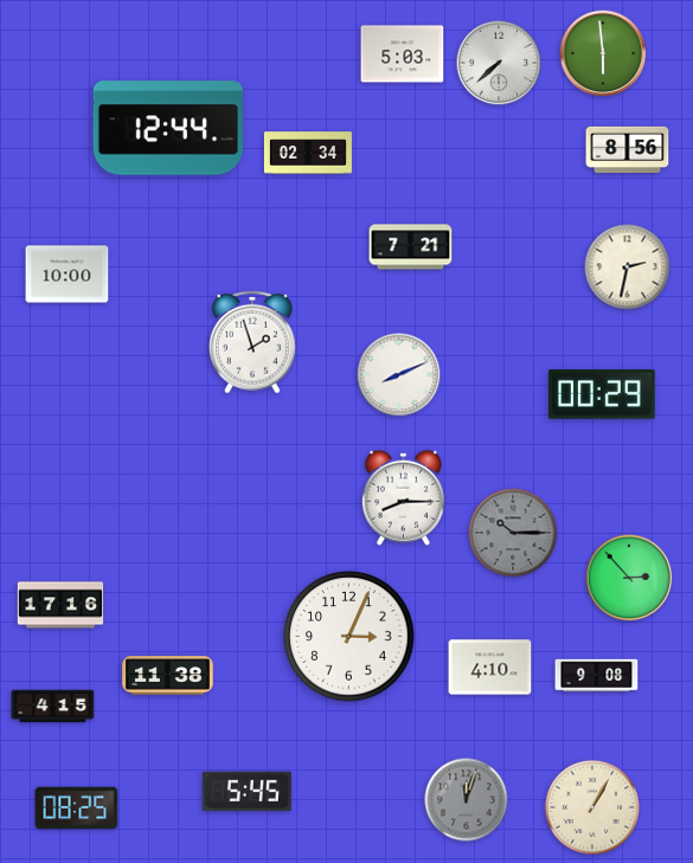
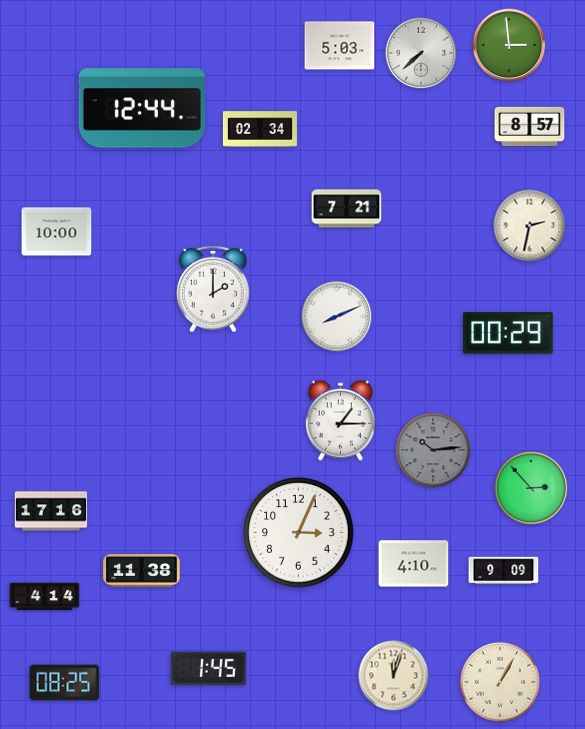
clock at (603, 53): 5:59 -> 2:59
clock at (628, 149): 8:56 -> 8:57
clock at (252, 342): 1:57 -> 2:00
clock at (403, 497): 8:15 -> 1:15
clock at (513, 533): 10:15 -> 10:14
clock at (349, 637) position: (349, 637) -> (299, 533)
clock at (597, 676): 9:08 -> 9:09
clock at (53, 707): 4:15 -> 4:14
clock at (246, 791): 5:45 -> 1:45
clock at (467, 800) dial: grey -> cream
